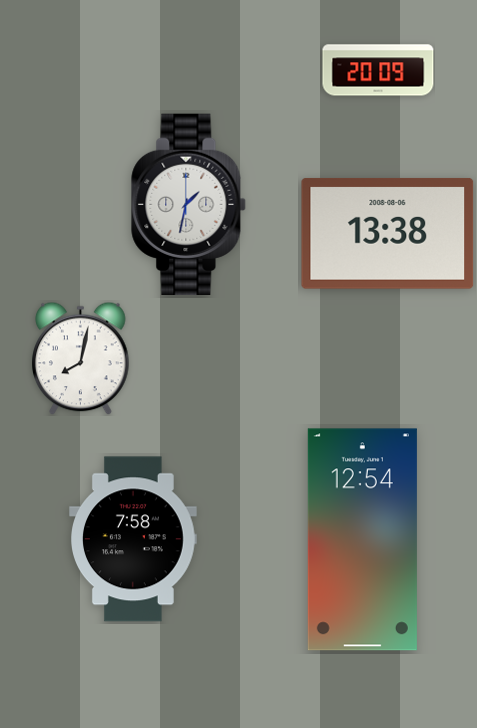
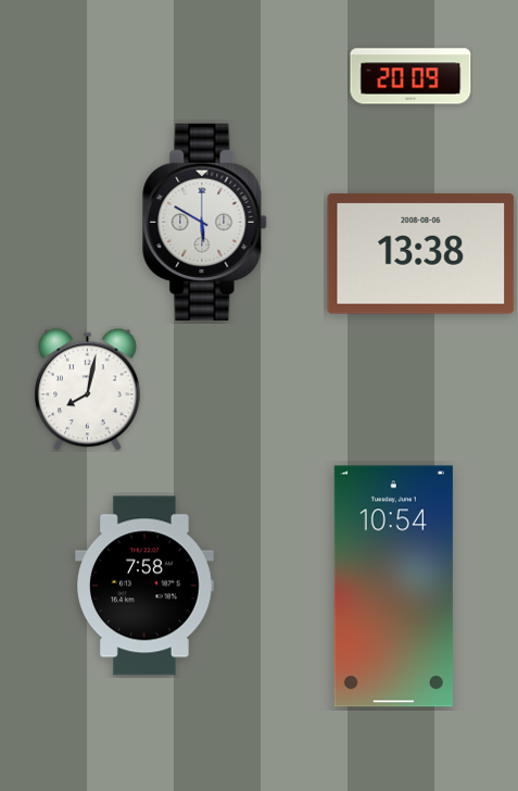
clock at (189, 204): 1:32 -> 5:50
clock at (362, 540): 12:54 -> 10:54
